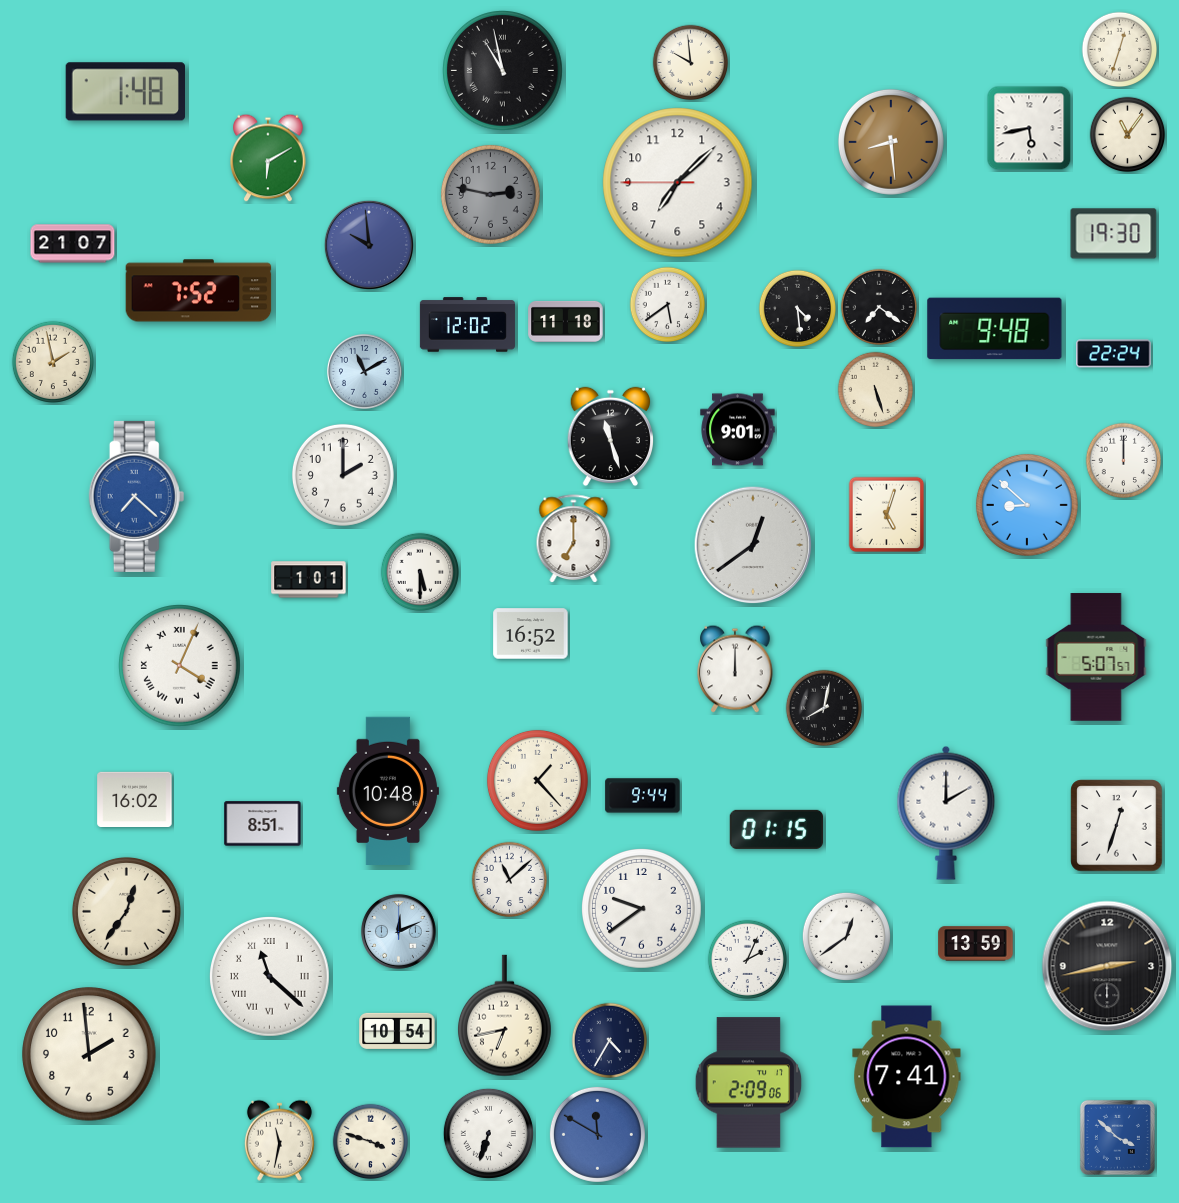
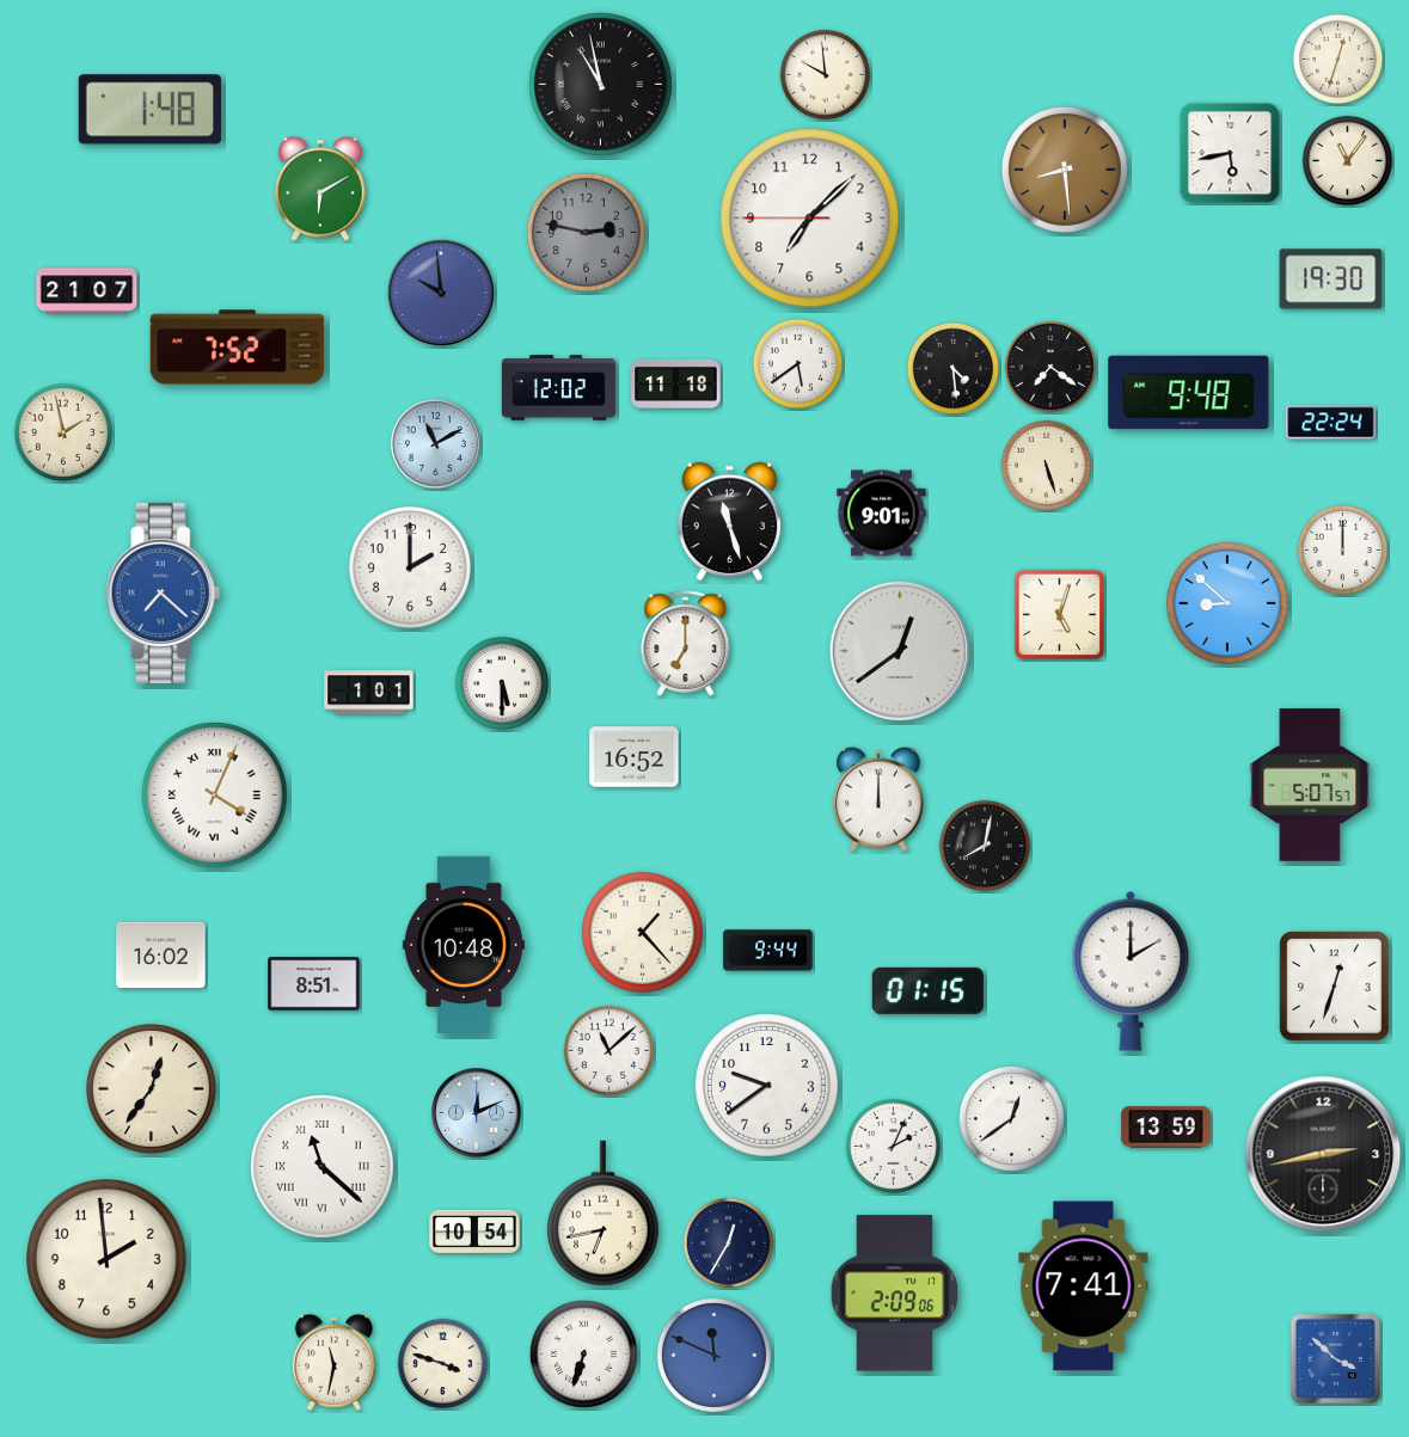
clock at (610, 1041): 4:35 -> 12:35
clock at (597, 1134): 11:50 -> 11:49
